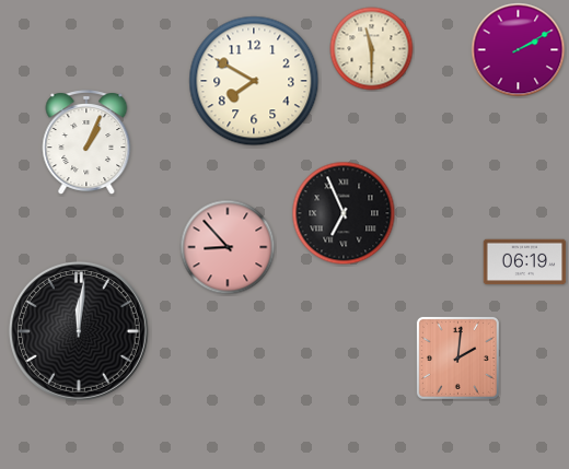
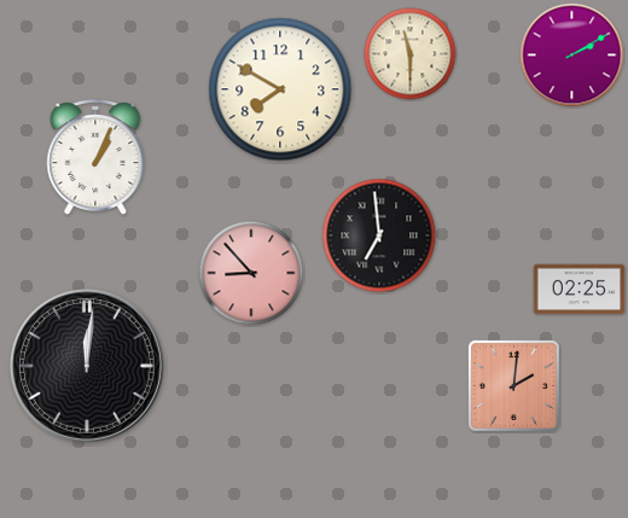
clock at (344, 213): 6:56 -> 6:59
clock at (525, 262): 06:19 -> 02:25
clock at (457, 357) position: (457, 357) -> (513, 385)
